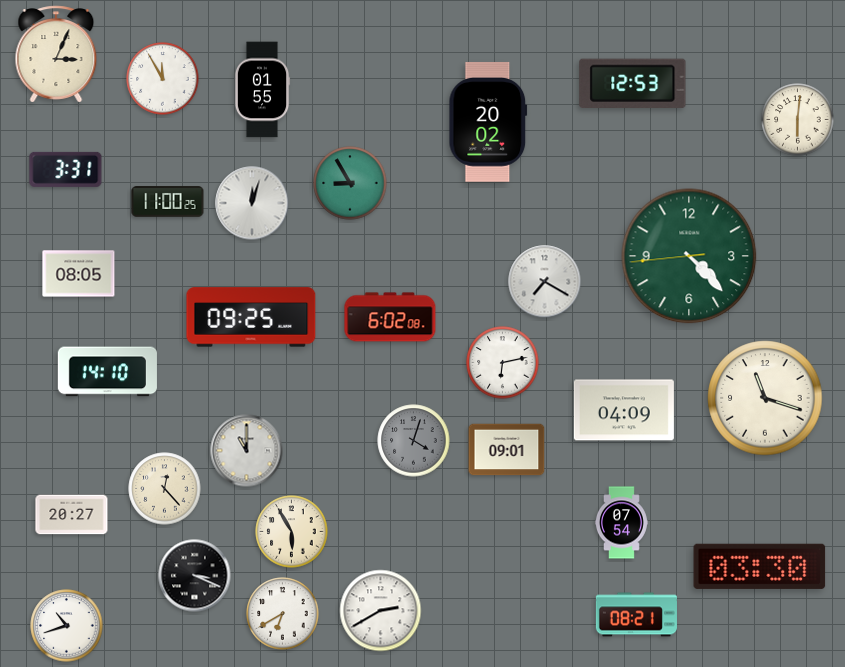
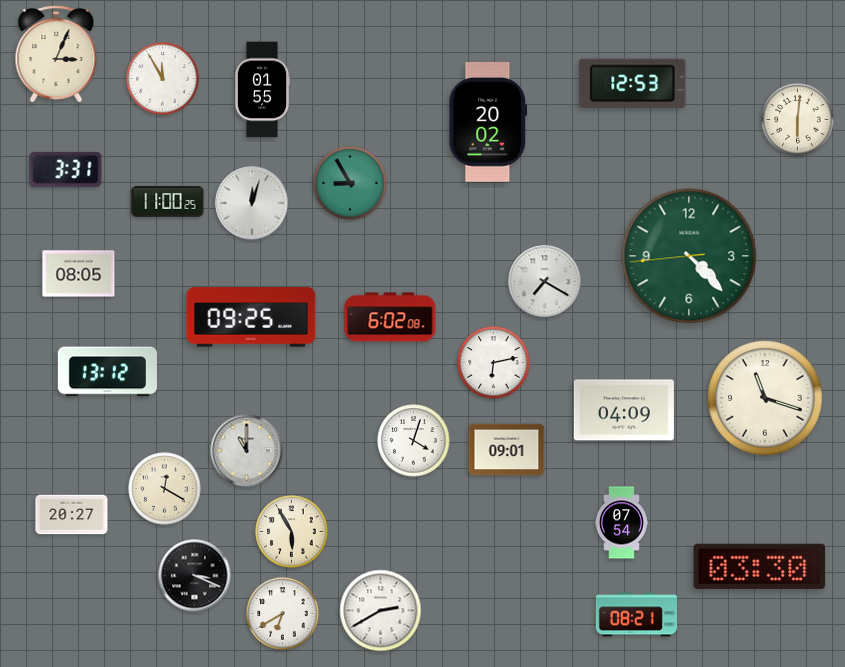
clock at (503, 363) position: (503, 363) -> (494, 363)
clock at (107, 372): 14:10 -> 13:12
clock at (414, 441) dial: grey -> white
clock at (165, 489): 12:23 -> 12:20
clock at (67, 626): 10:42 -> none
